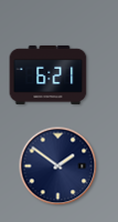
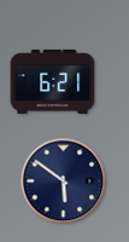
clock at (58, 167): 1:51 -> 5:51
